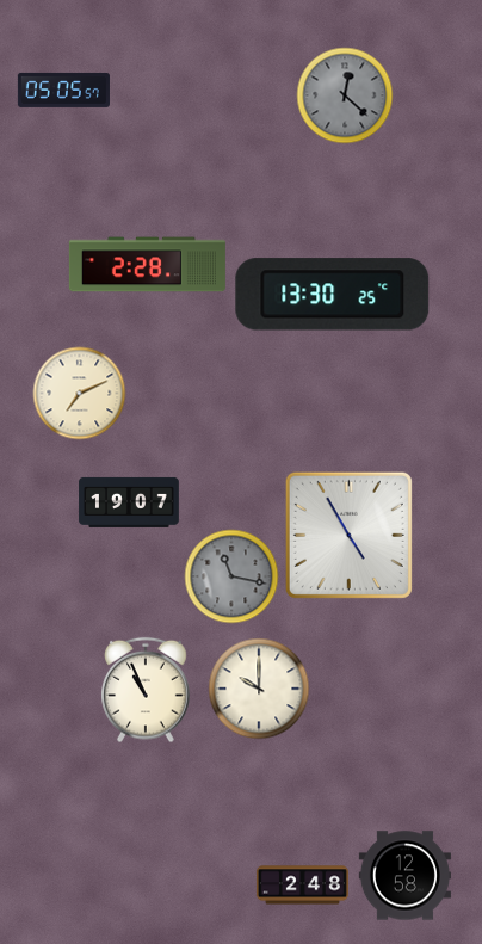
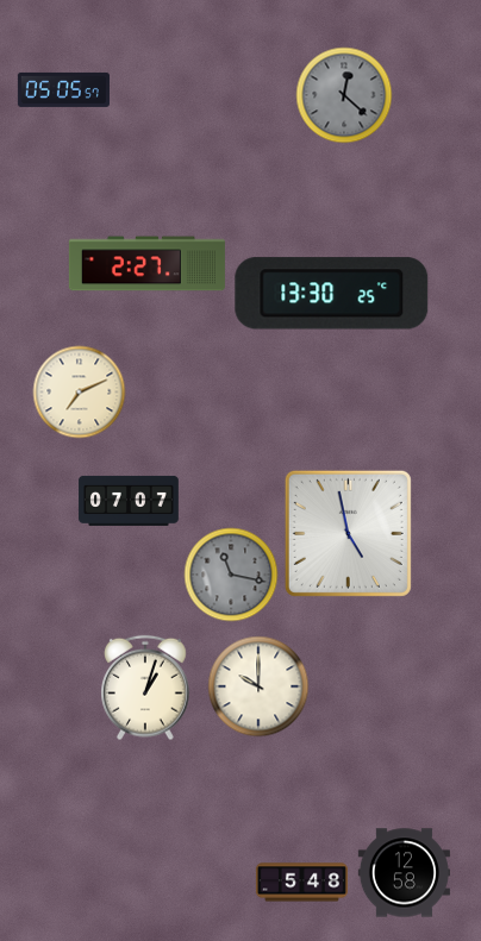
clock at (147, 265): 2:28 -> 2:27
clock at (129, 502): 19:07 -> 07:07
clock at (348, 535): 4:55 -> 4:58
clock at (147, 690): 10:56 -> 1:03
clock at (302, 886): 2:48 -> 5:48
